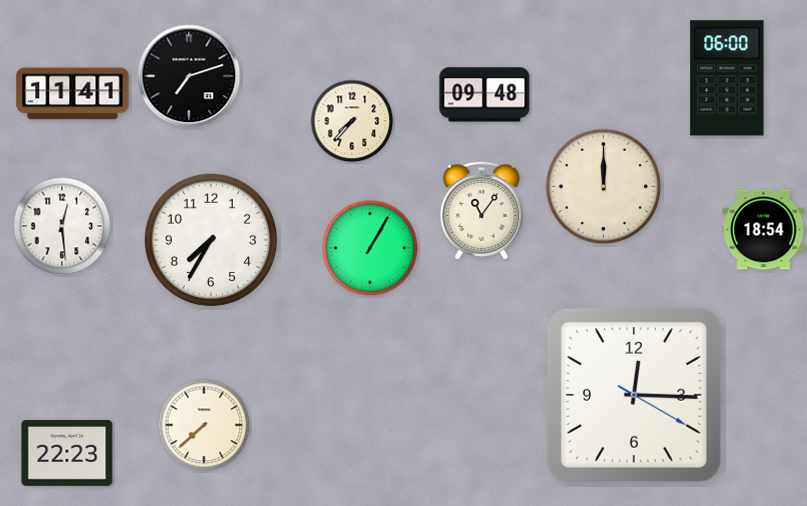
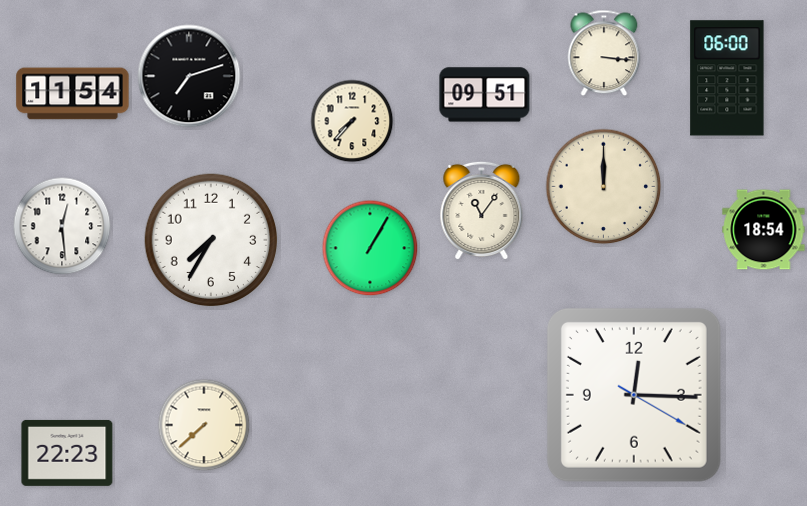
clock at (604, 53): none -> 3:16
clock at (73, 94): 11:41 -> 11:54
clock at (485, 95): 09:48 -> 09:51
